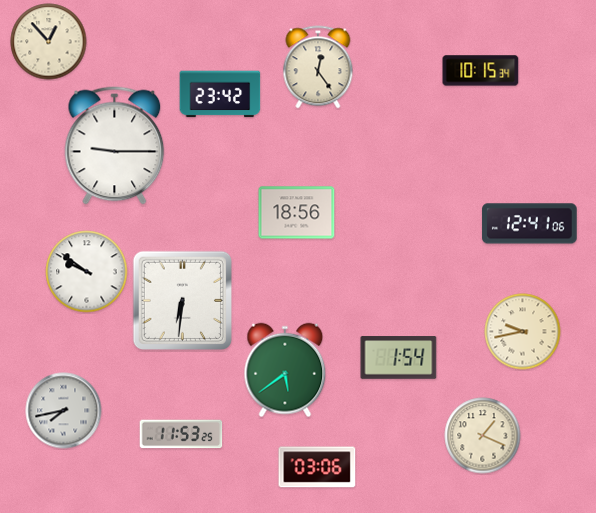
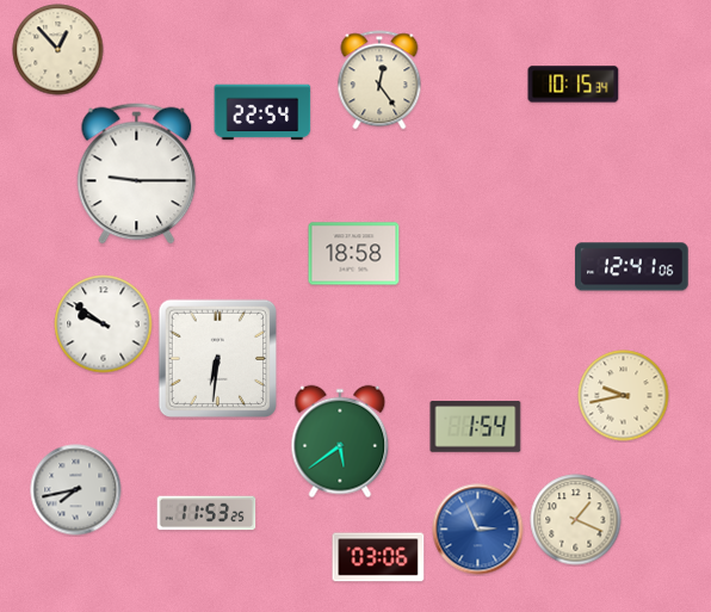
clock at (220, 94): 23:42 -> 22:54
clock at (297, 213): 18:56 -> 18:58
clock at (181, 434) position: (181, 434) -> (206, 513)
clock at (478, 530): none -> 2:56
